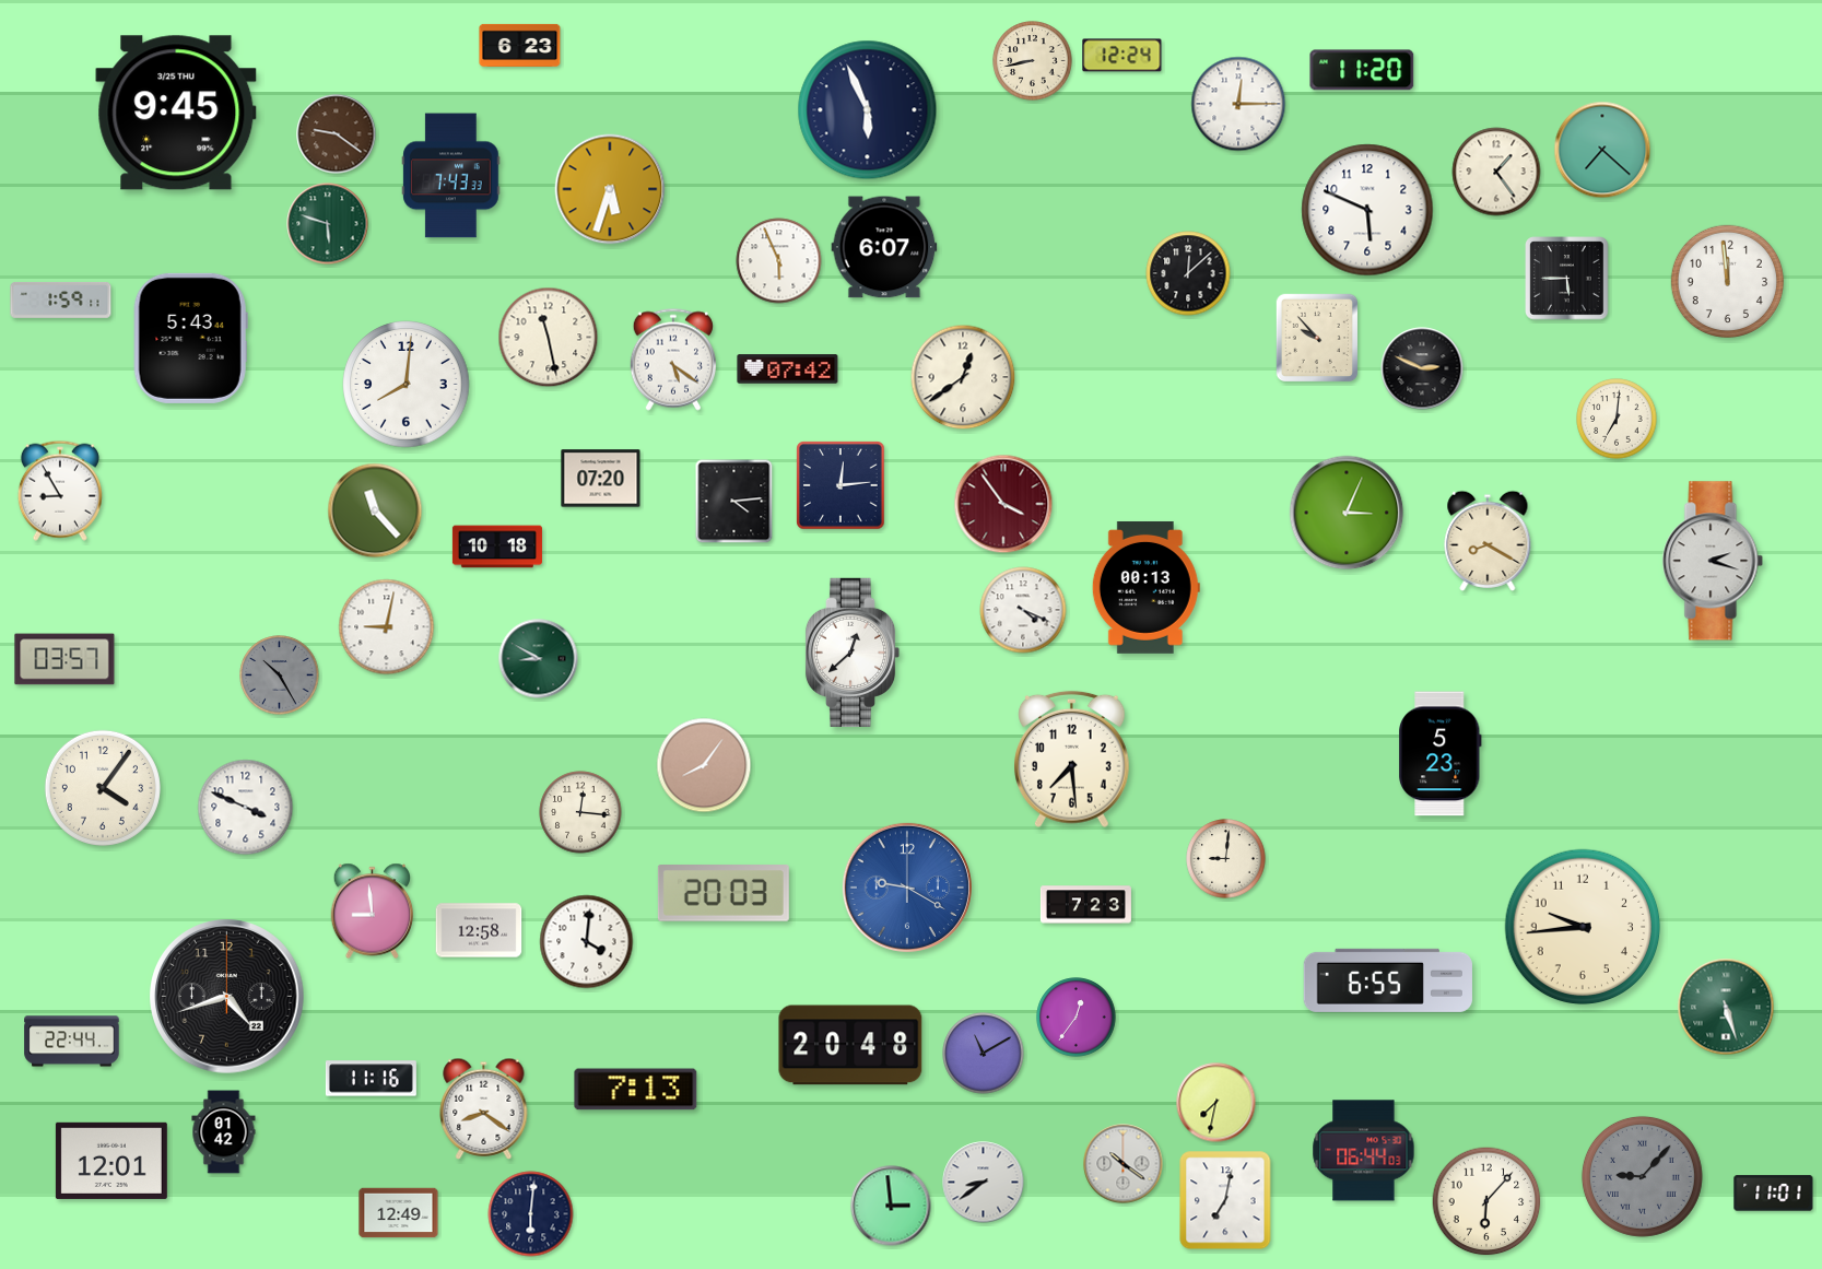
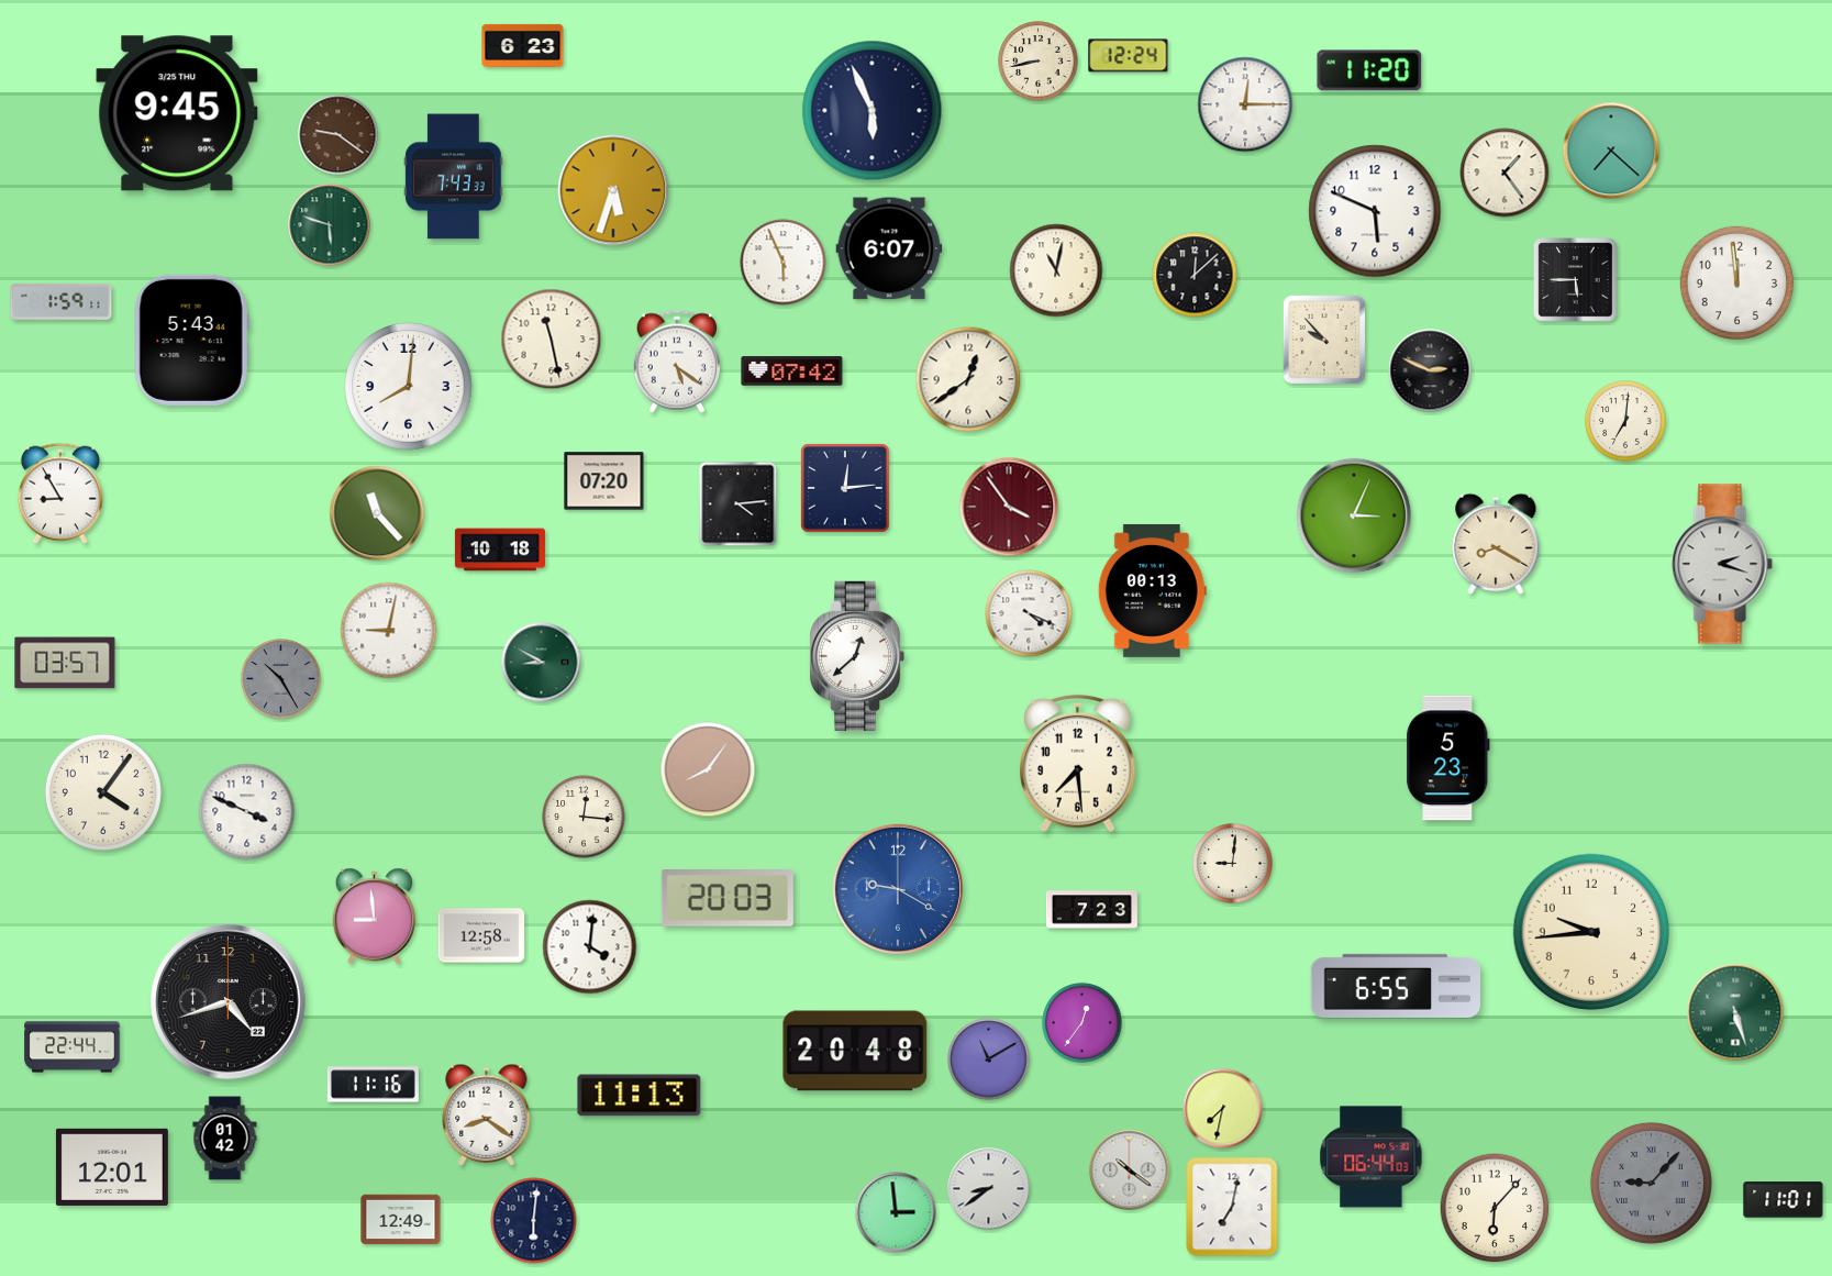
clock at (1056, 270): none -> 11:02
clock at (907, 888) position: (907, 888) -> (898, 889)
clock at (636, 1090): 7:13 -> 11:13
